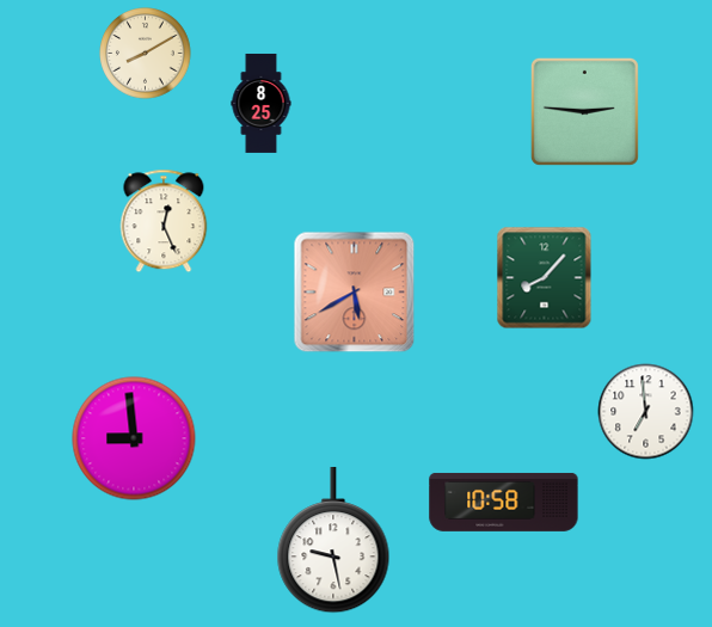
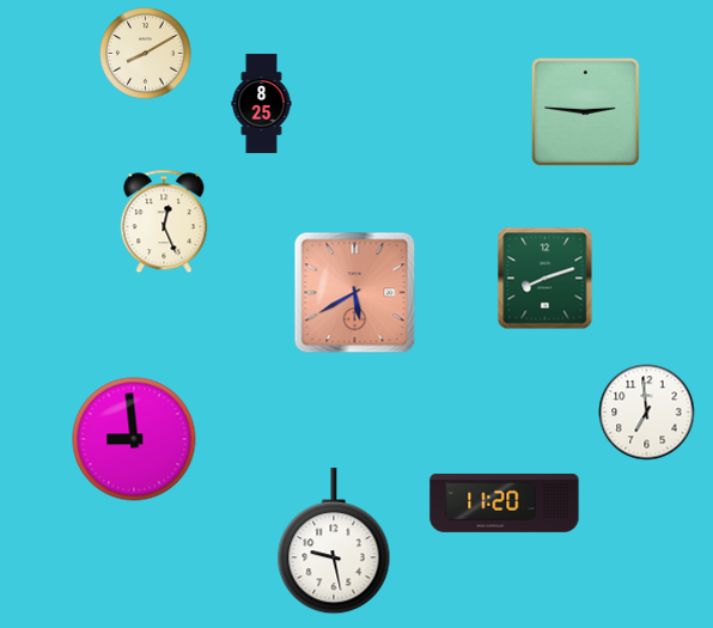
clock at (545, 278): 8:07 -> 8:12
clock at (504, 502): 10:58 -> 11:20
